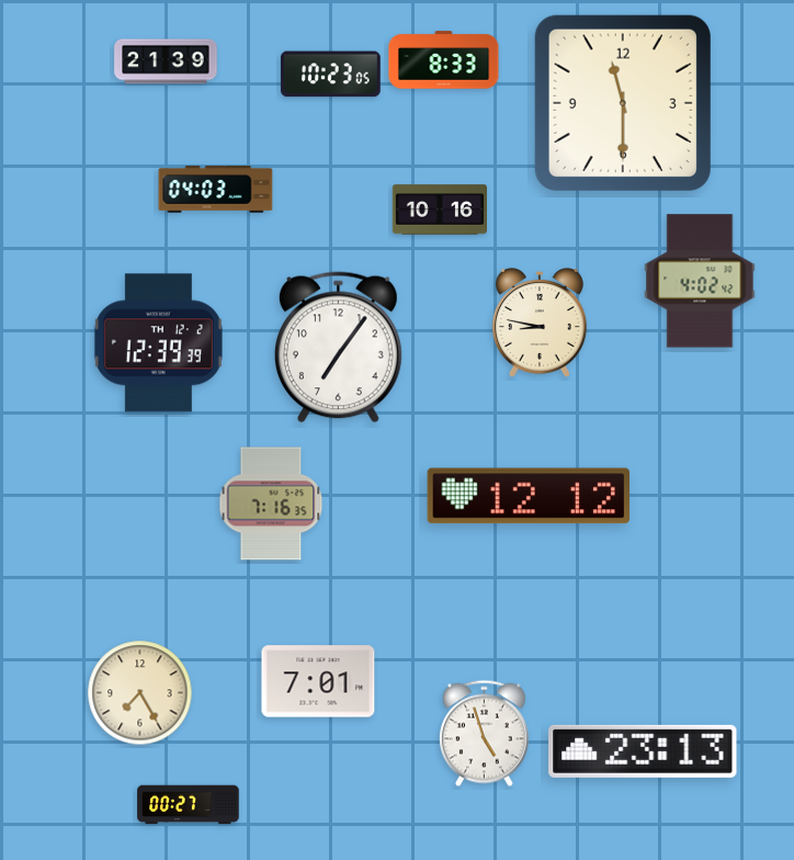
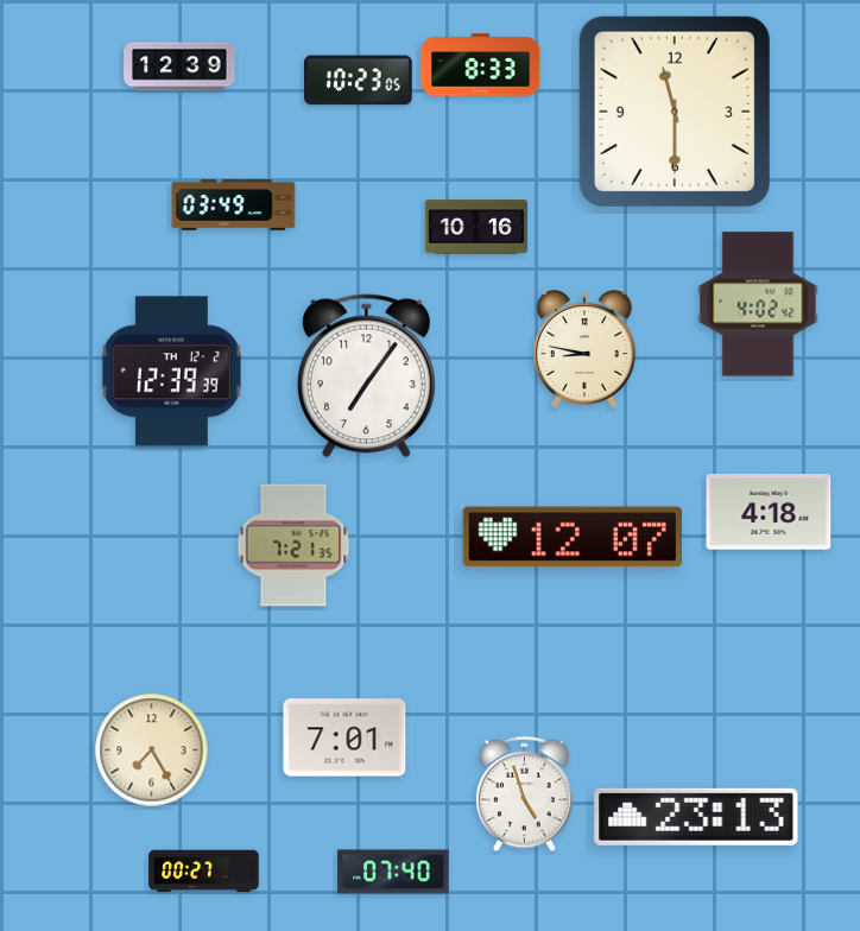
clock at (166, 61): 21:39 -> 12:39
clock at (216, 190): 04:03 -> 03:49
clock at (769, 512): none -> 4:18
clock at (528, 496): 12:12 -> 12:07
clock at (271, 503): 7:16 -> 7:21
clock at (643, 751) position: (643, 751) -> (696, 817)
clock at (393, 872): none -> 07:40
